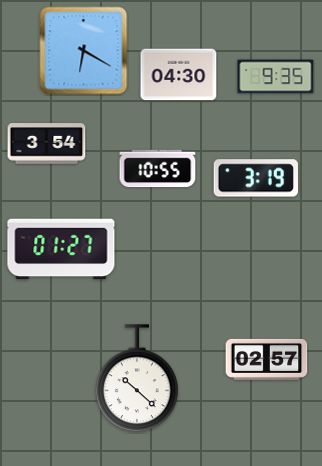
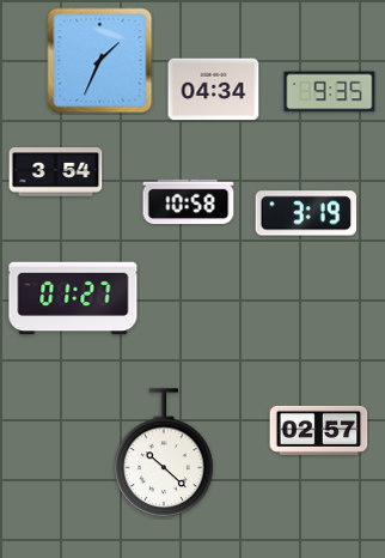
clock at (84, 51): 6:20 -> 1:34
clock at (179, 75): 04:30 -> 04:34
clock at (158, 169): 10:55 -> 10:58
